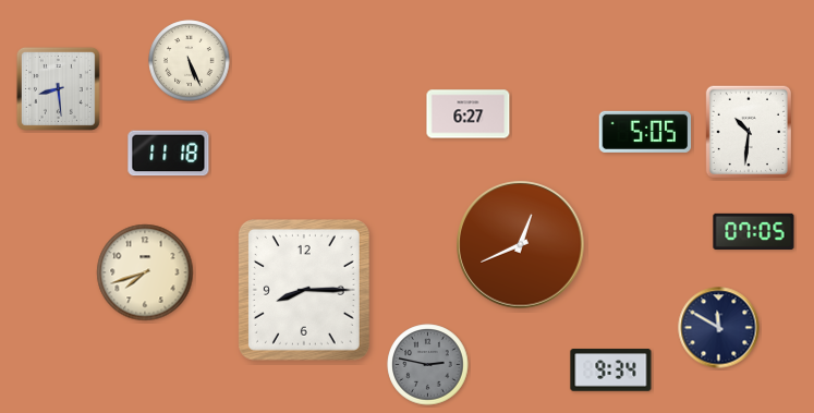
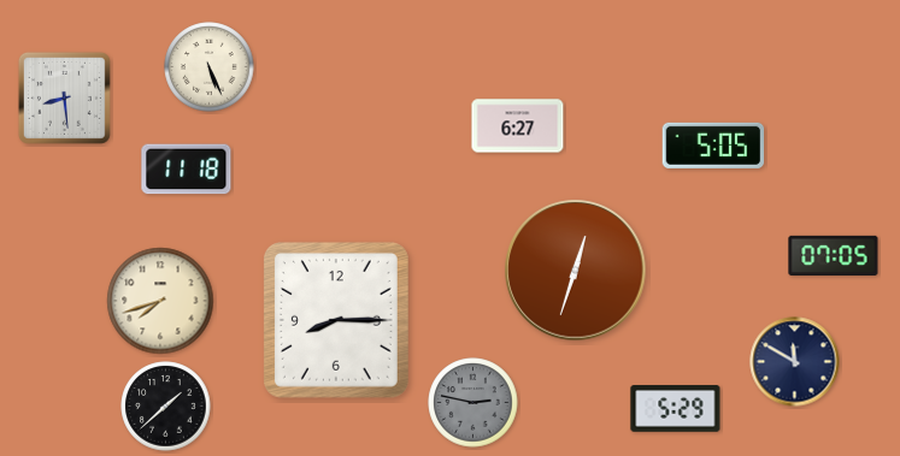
clock at (748, 131): 10:31 -> none
clock at (521, 245): 12:41 -> 12:33
clock at (166, 407): none -> 1:38
clock at (611, 371): 9:34 -> 5:29
